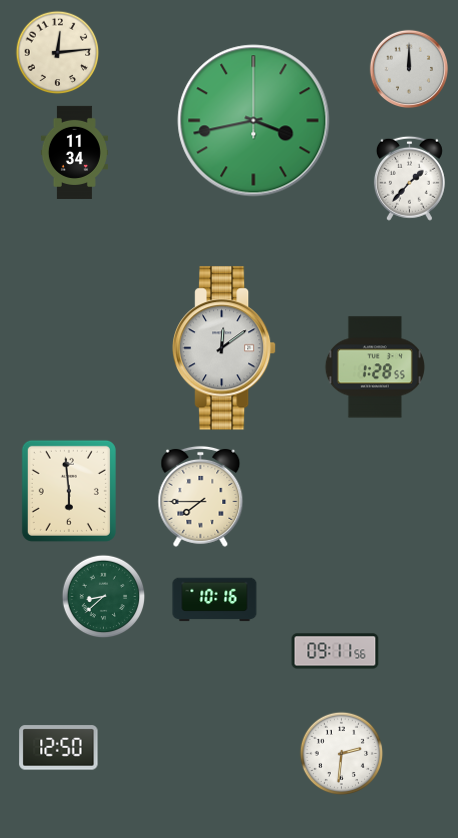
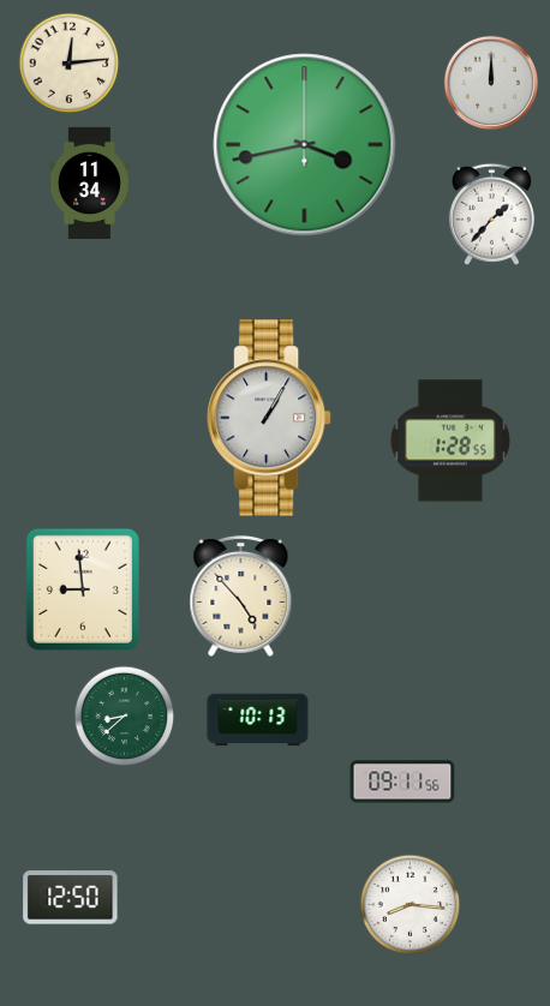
clock at (225, 348): 12:09 -> 1:05
clock at (69, 491): 5:59 -> 8:59
clock at (201, 496): 7:45 -> 4:53
clock at (215, 600): 10:16 -> 10:13
clock at (342, 754): 2:31 -> 8:16
